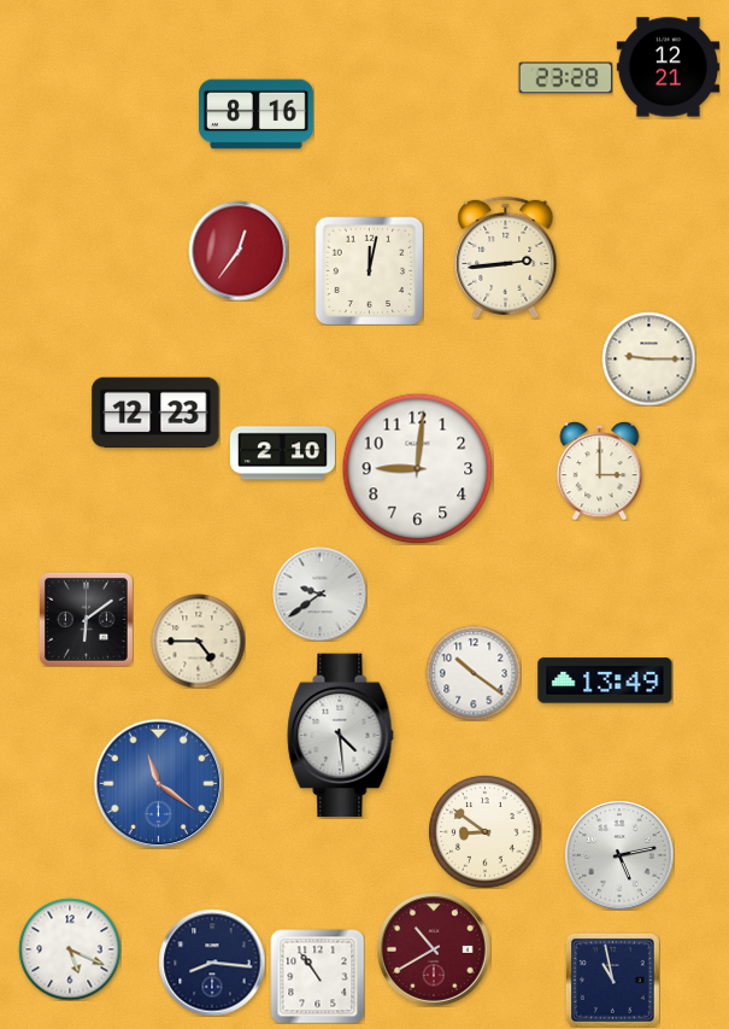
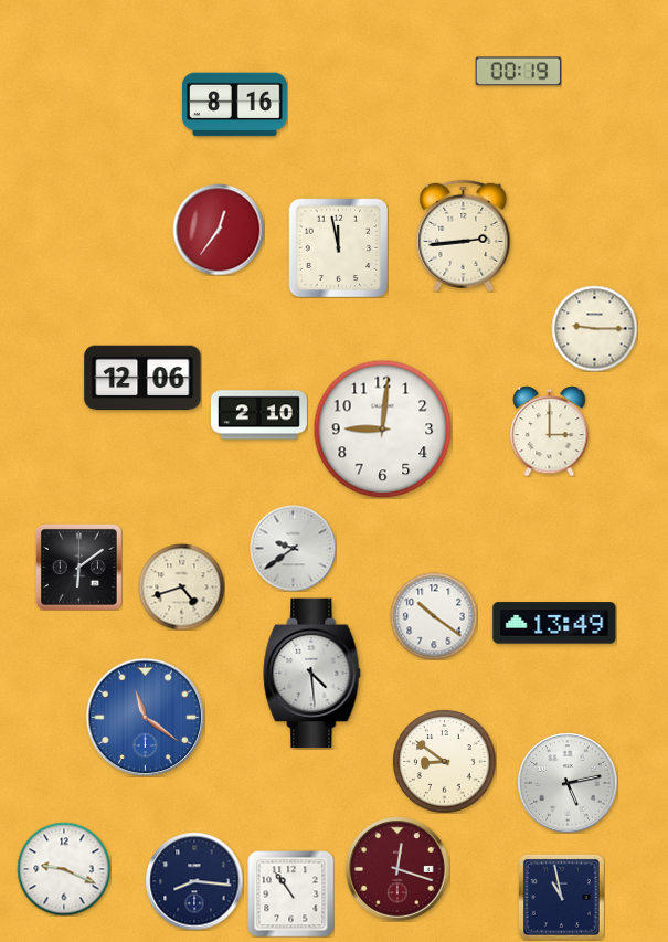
clock at (668, 68): 12:21 -> none
clock at (565, 78): 23:28 -> 00:19
clock at (369, 270): 12:02 -> 11:58
clock at (155, 413): 12:23 -> 12:06
clock at (319, 594) position: (319, 594) -> (293, 548)
clock at (198, 641): 4:45 -> 4:42
clock at (70, 949): 5:19 -> 9:19
clock at (434, 949): 10:40 -> 12:18
